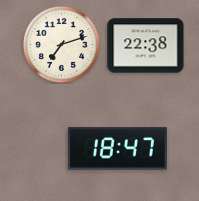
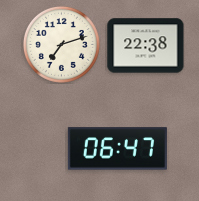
clock at (117, 149): 18:47 -> 06:47
